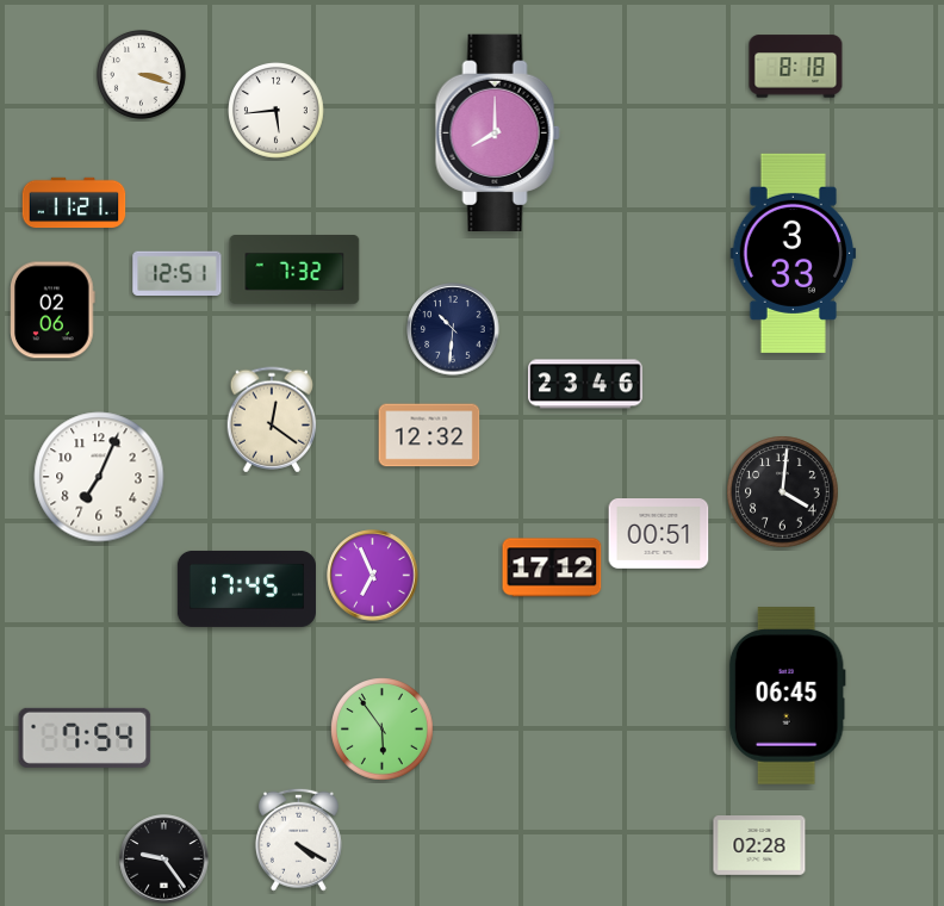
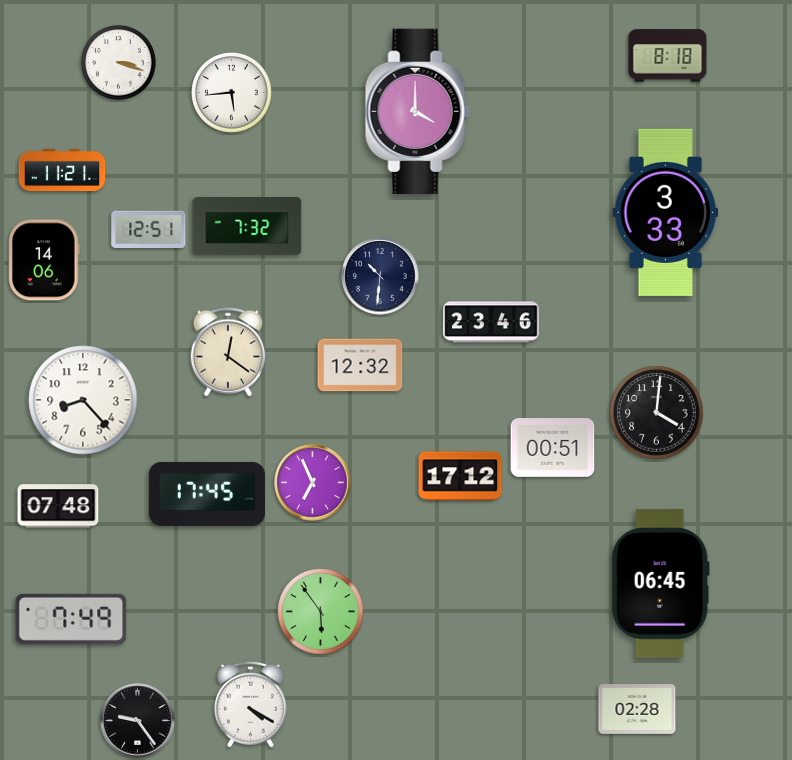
clock at (497, 132): 8:00 -> 4:00
clock at (52, 310): 02:06 -> 14:06
clock at (99, 477): 7:04 -> 8:23
clock at (552, 567) position: (552, 567) -> (460, 476)
clock at (58, 506): none -> 07:48
clock at (85, 738): 7:54 -> 7:49
